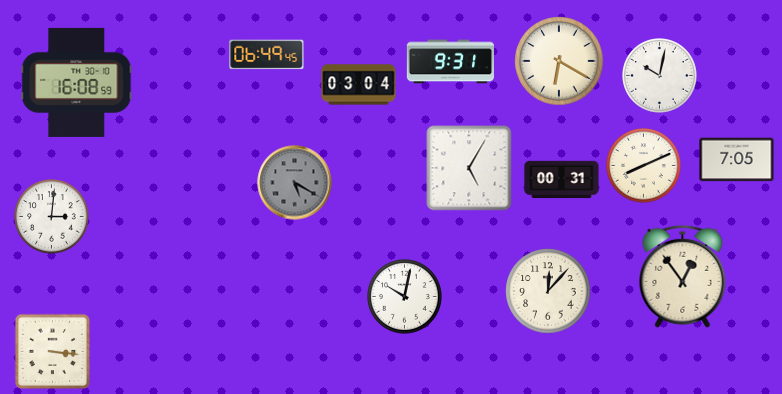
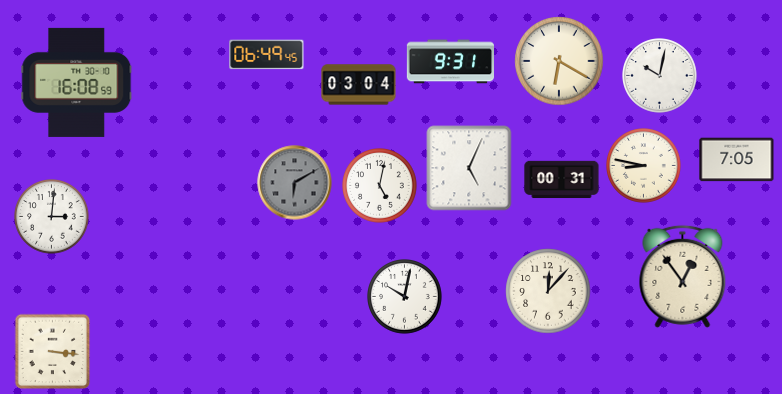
clock at (644, 166): 8:11 -> 8:47
clock at (469, 168): 5:05 -> 5:04
clock at (295, 183): 5:20 -> 6:10
clock at (380, 186): none -> 5:02
